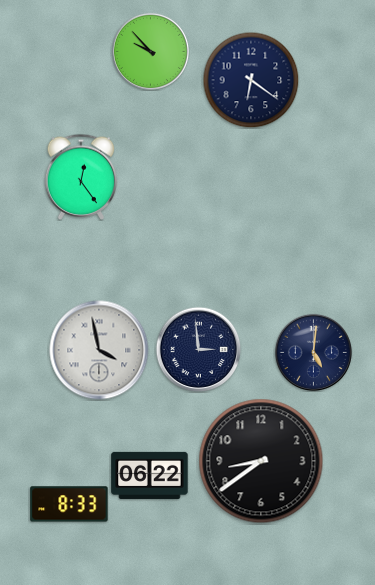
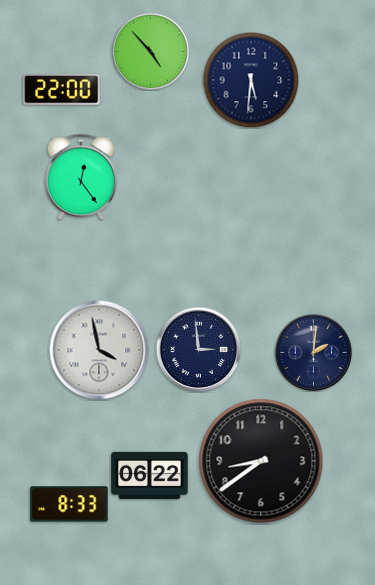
clock at (150, 51): 9:53 -> 4:53
clock at (251, 80): 6:21 -> 5:31
clock at (62, 90): none -> 22:00
clock at (313, 352): 5:01 -> 2:01
